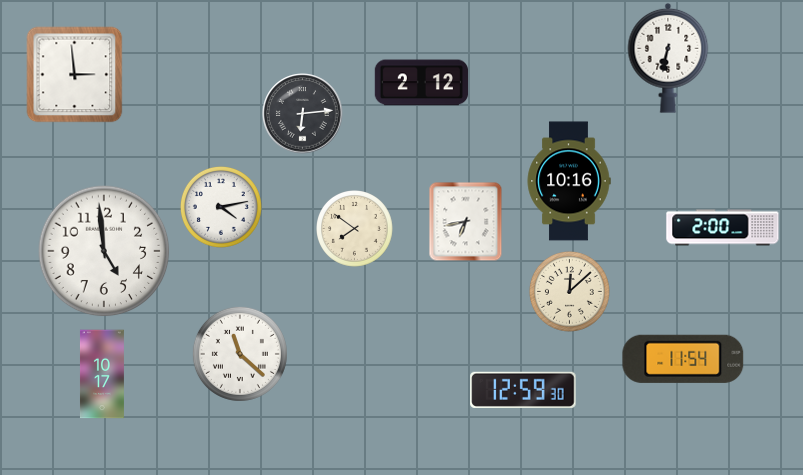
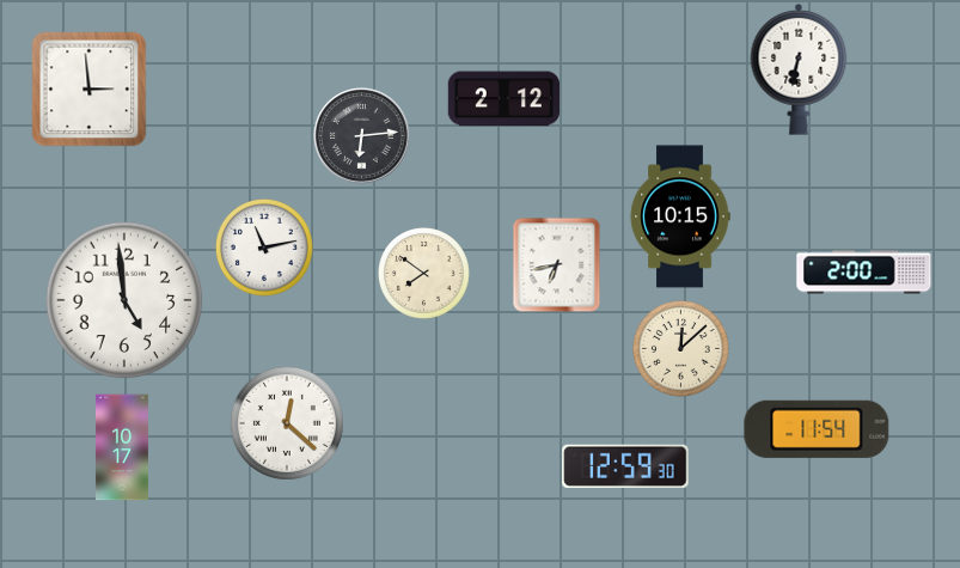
clock at (569, 181): 10:16 -> 10:15
clock at (221, 207): 4:13 -> 11:13
clock at (240, 354): 11:22 -> 12:22
